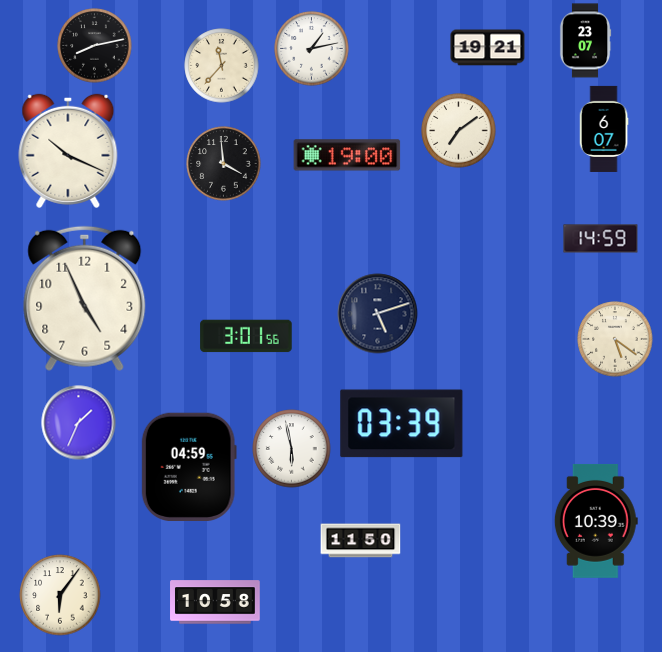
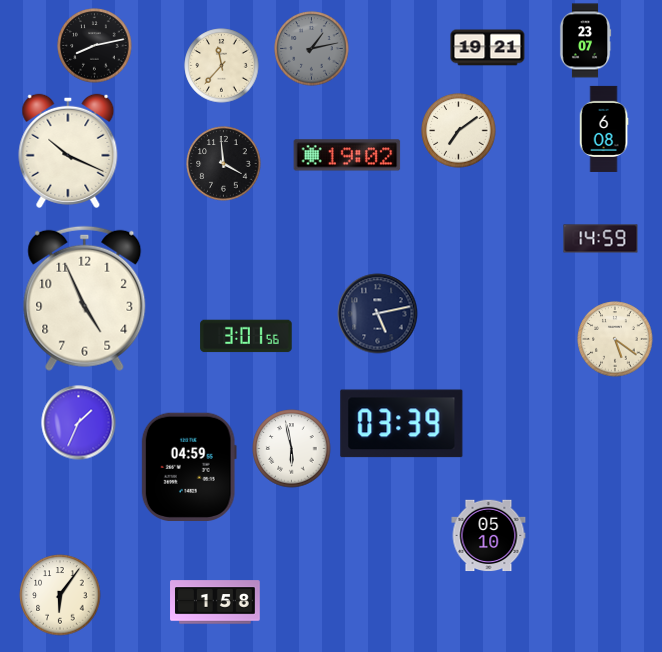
clock at (312, 49) dial: white -> grey
clock at (604, 129): 6:07 -> 6:08
clock at (347, 155): 19:00 -> 19:02
clock at (378, 314): 5:12 -> 5:13
clock at (596, 521): 10:39 -> none
clock at (489, 536): none -> 05:10
clock at (361, 541): 11:50 -> none
clock at (215, 602): 10:58 -> 1:58
